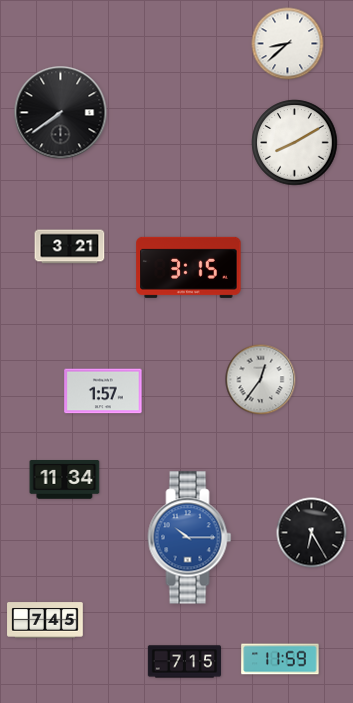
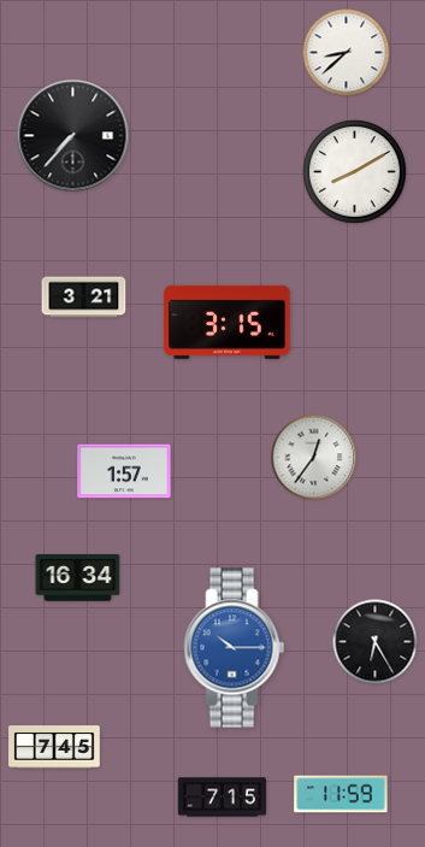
clock at (61, 113): 7:39 -> 7:37
clock at (65, 480): 11:34 -> 16:34
clock at (190, 538) position: (190, 538) -> (235, 648)
clock at (280, 659) position: (280, 659) -> (341, 794)
